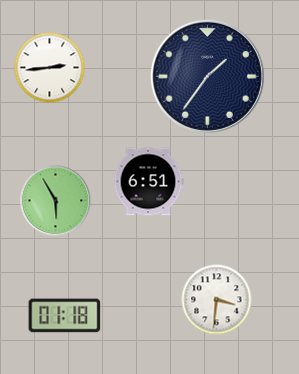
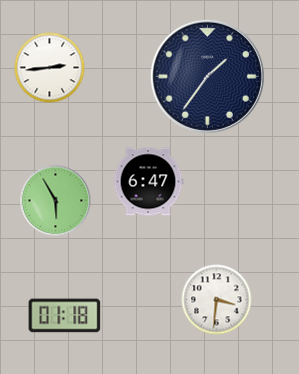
clock at (148, 182): 6:51 -> 6:47
